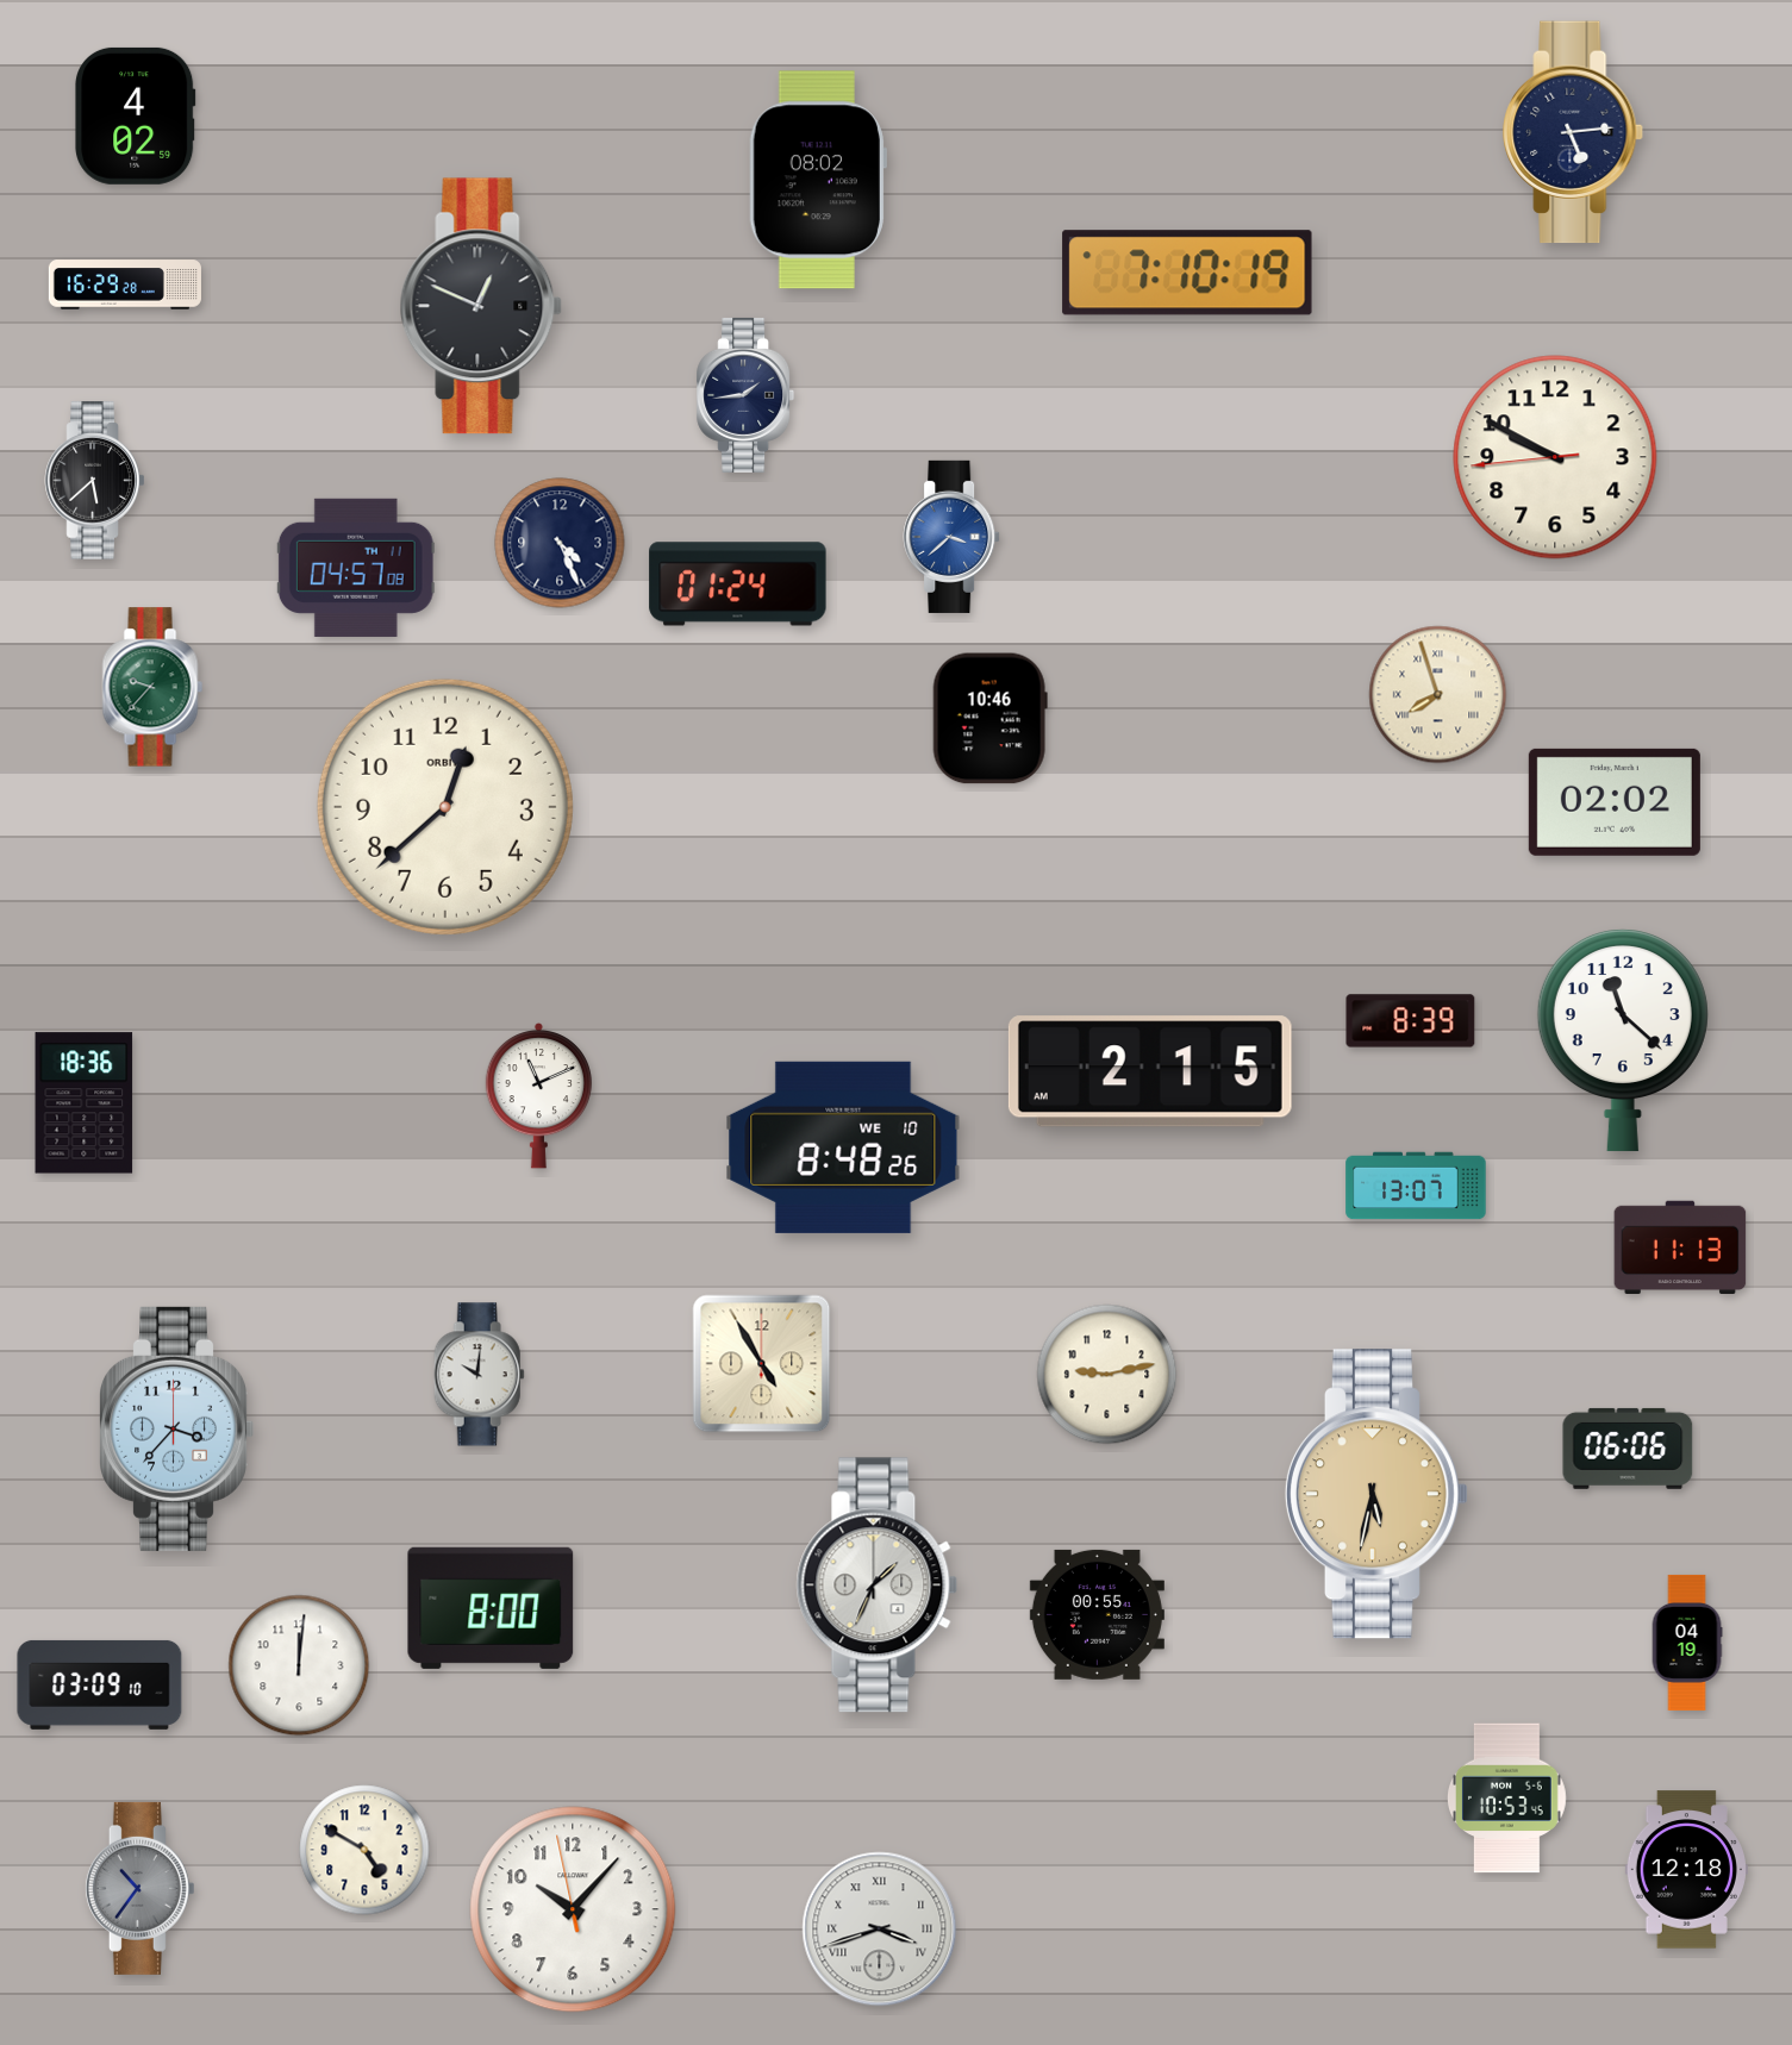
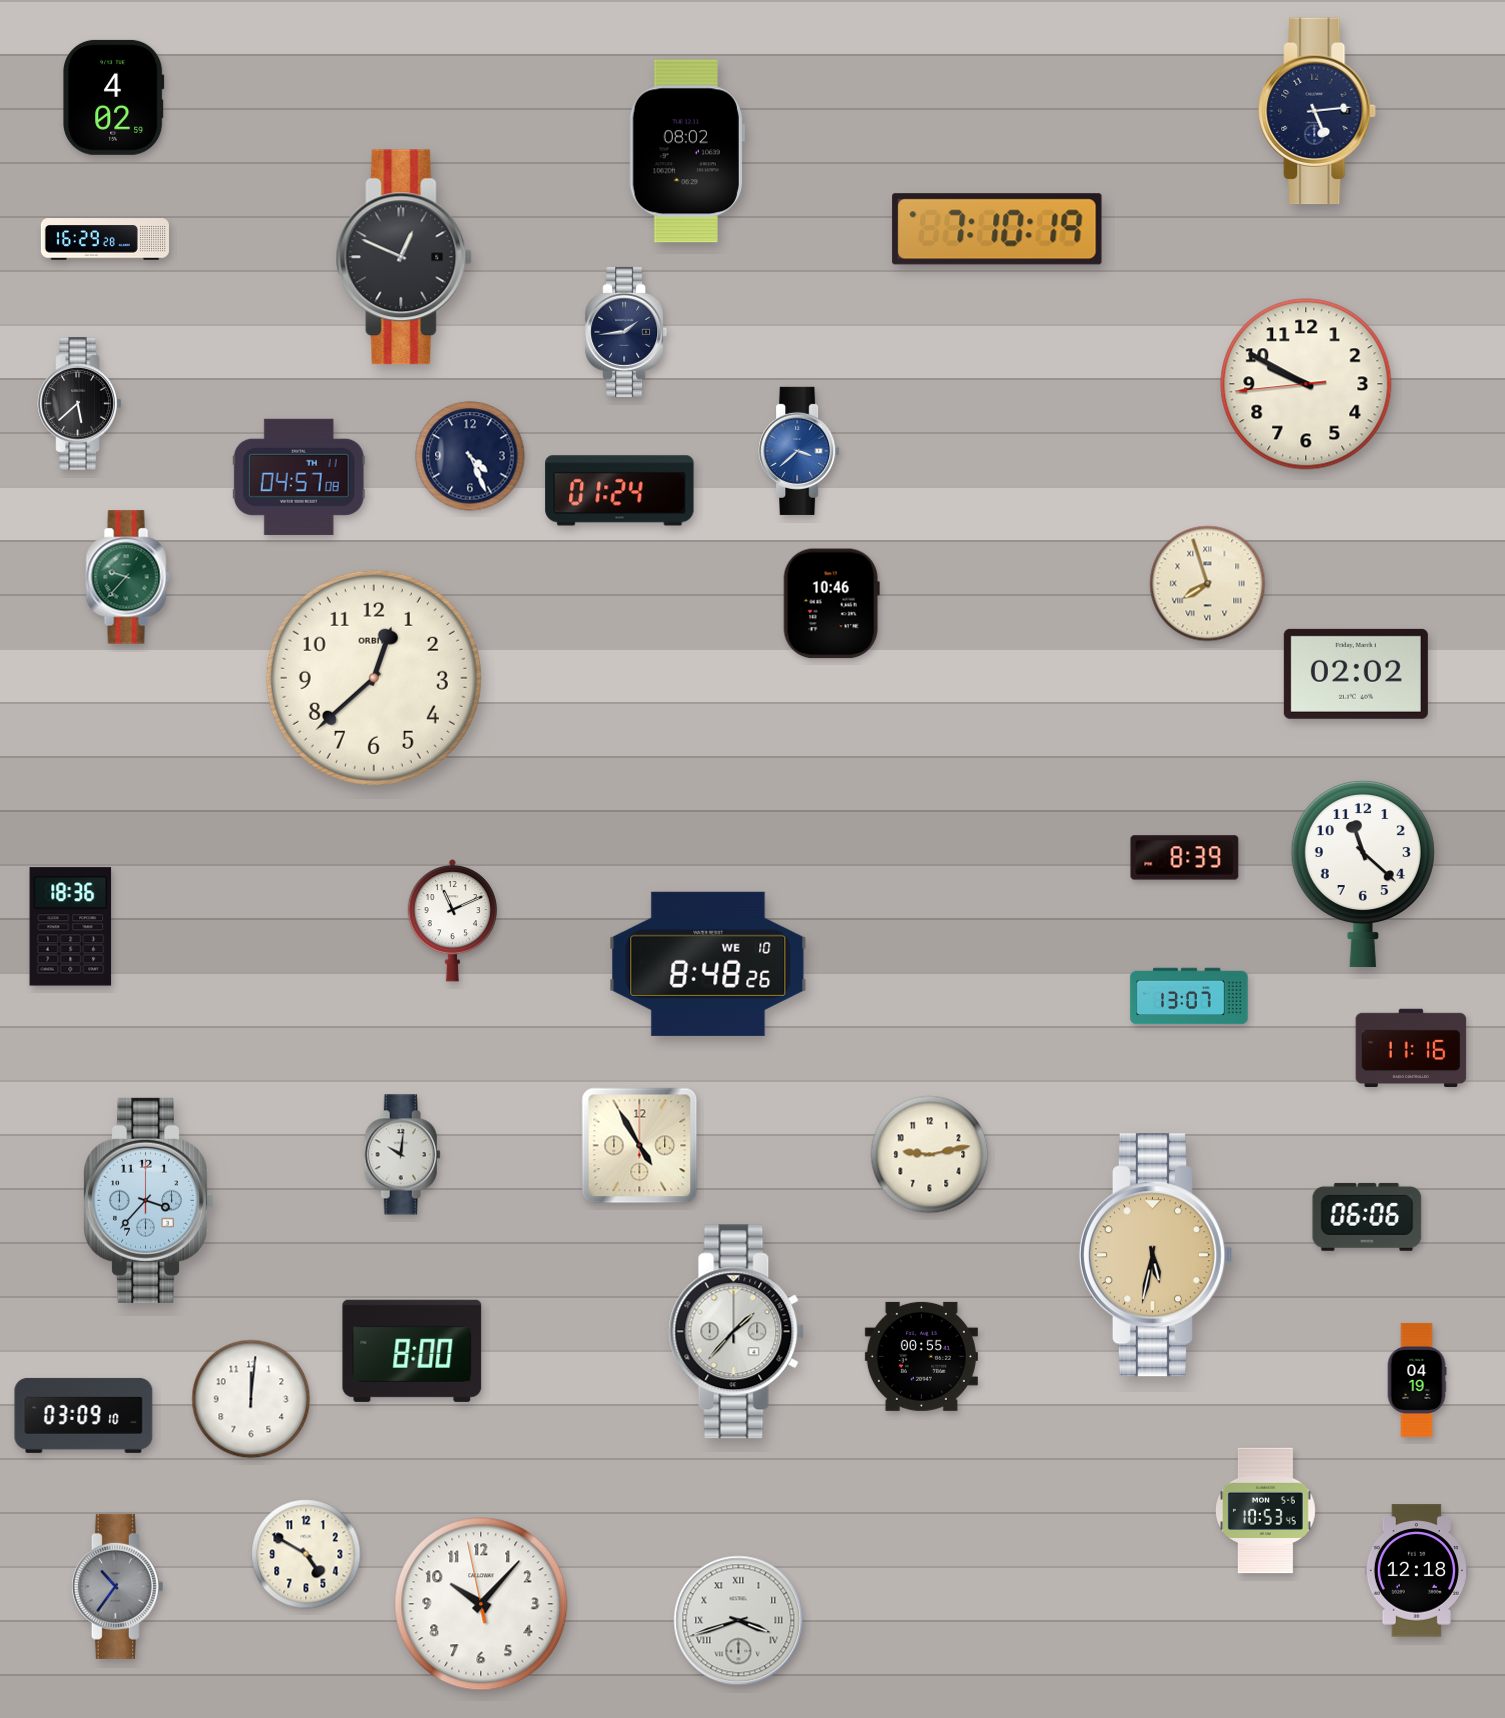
clock at (1574, 132) position: (1574, 132) -> (1318, 111)
clock at (1150, 1071): 2:15 -> none
clock at (1680, 1246): 11:13 -> 11:16
clock at (878, 1586): 1:34 -> 1:37
